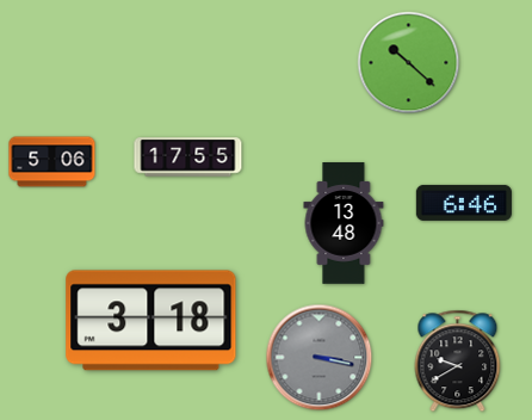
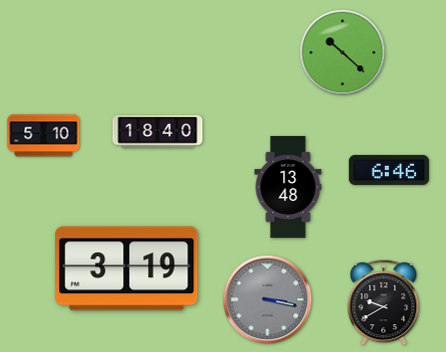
clock at (188, 157): 17:55 -> 18:40
clock at (52, 162): 5:06 -> 5:10
clock at (151, 321): 3:18 -> 3:19
